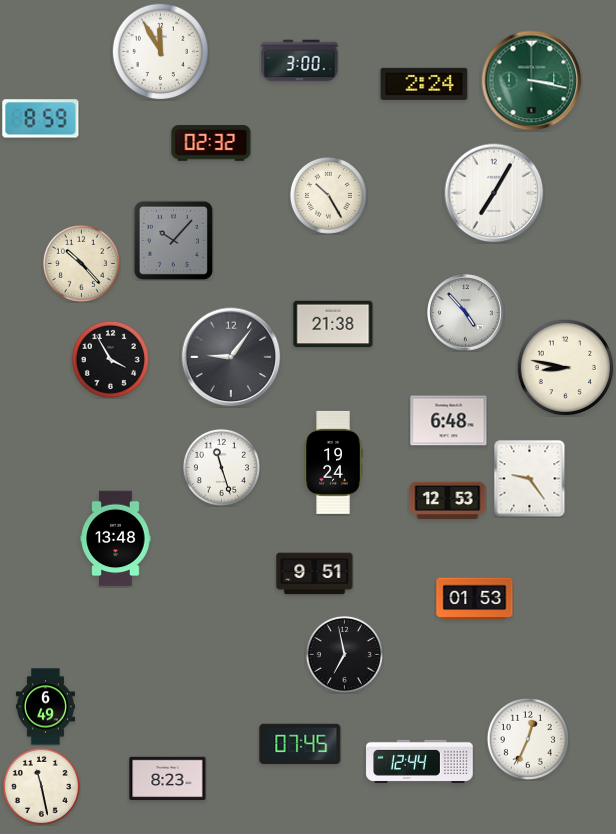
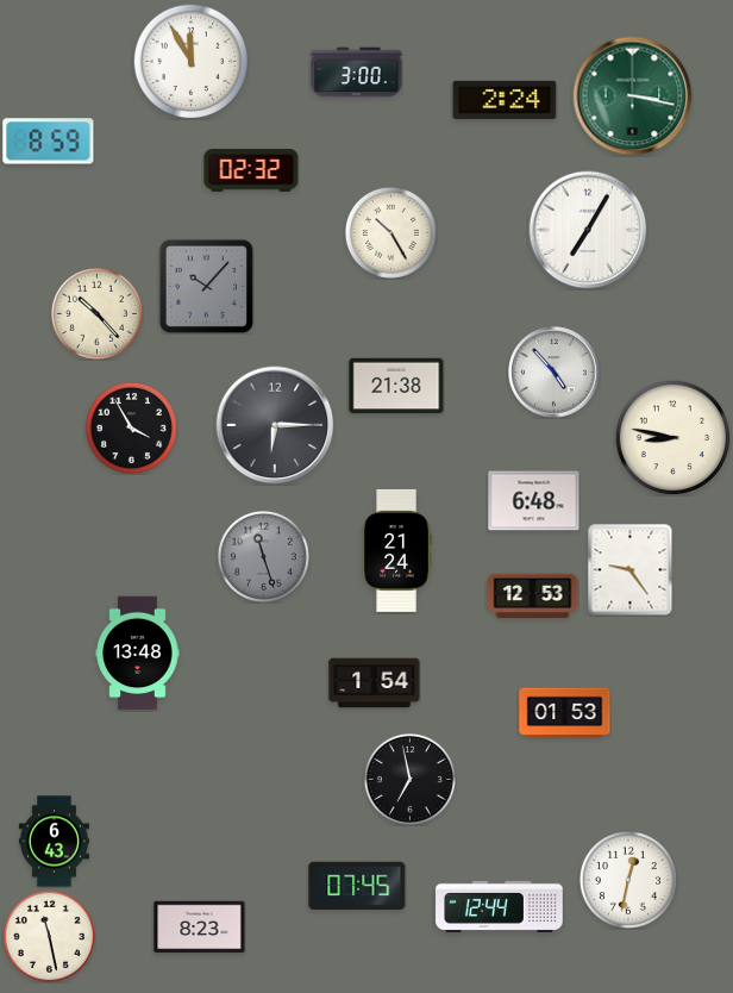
clock at (231, 357): 9:06 -> 6:15
clock at (333, 462): 19:24 -> 21:24
clock at (221, 467) dial: white -> grey
clock at (116, 539) position: (116, 539) -> (138, 654)
clock at (315, 574): 9:51 -> 1:54
clock at (45, 707): 6:49 -> 6:43
clock at (528, 739): 12:34 -> 12:32
